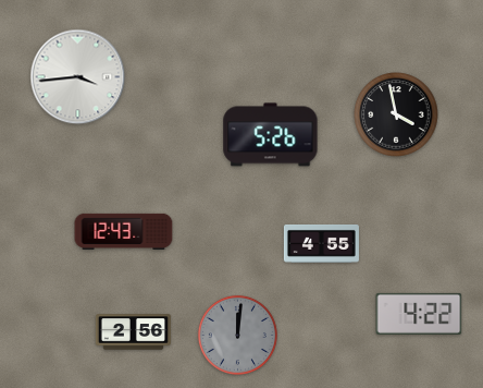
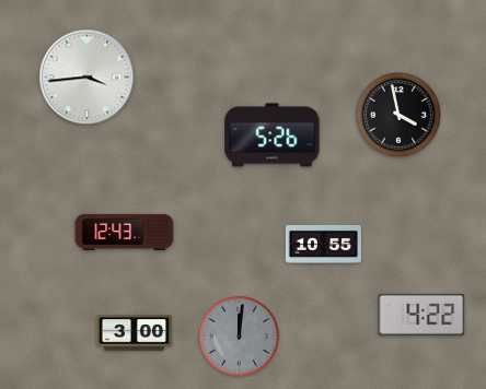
clock at (78, 77) position: (78, 77) -> (88, 78)
clock at (321, 243): 4:55 -> 10:55
clock at (133, 332): 2:56 -> 3:00
